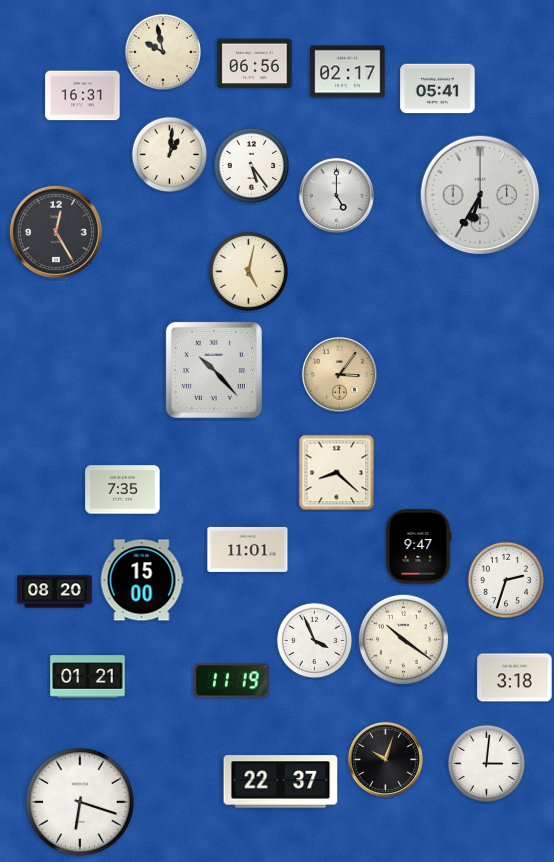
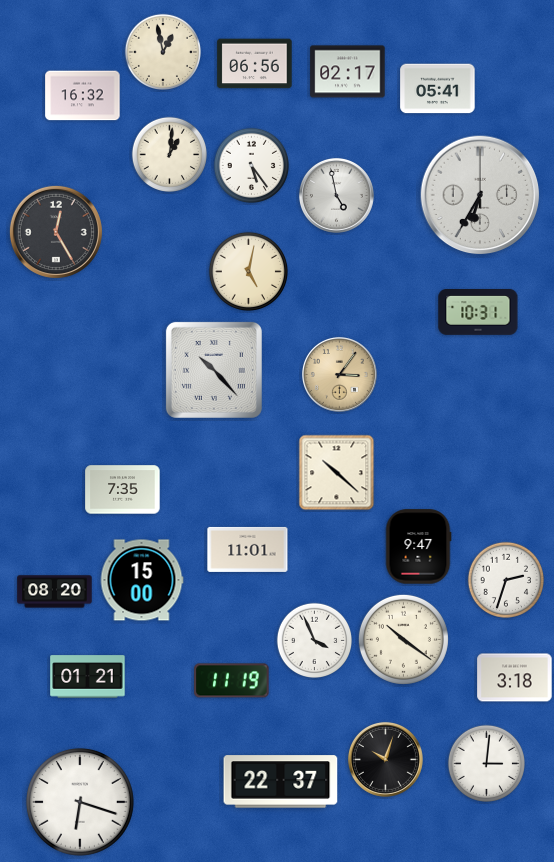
clock at (162, 51): 9:58 -> 12:58
clock at (83, 96): 16:31 -> 16:32
clock at (336, 195): 5:00 -> 4:58
clock at (478, 313): none -> 10:31
clock at (337, 473): 8:22 -> 10:22
